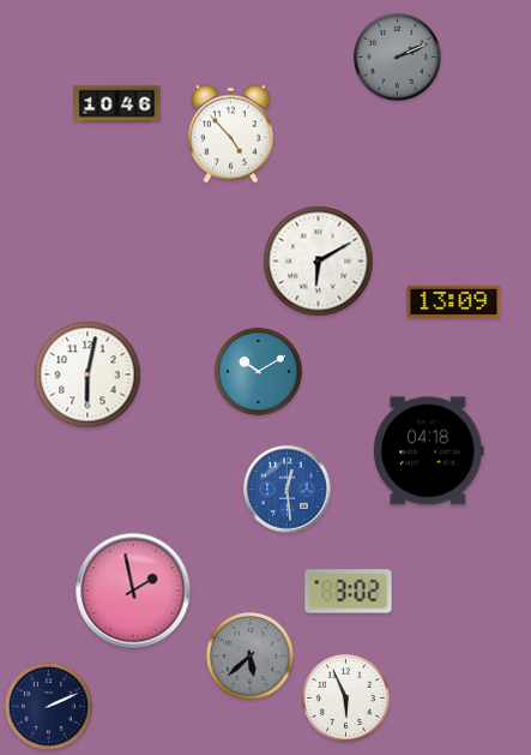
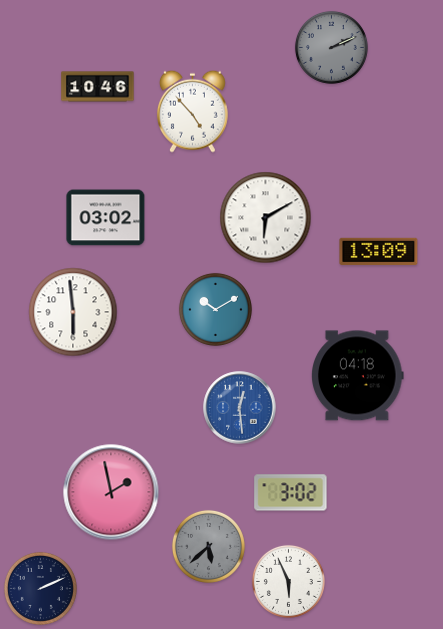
clock at (106, 218): none -> 03:02
clock at (88, 374): 6:02 -> 5:59
